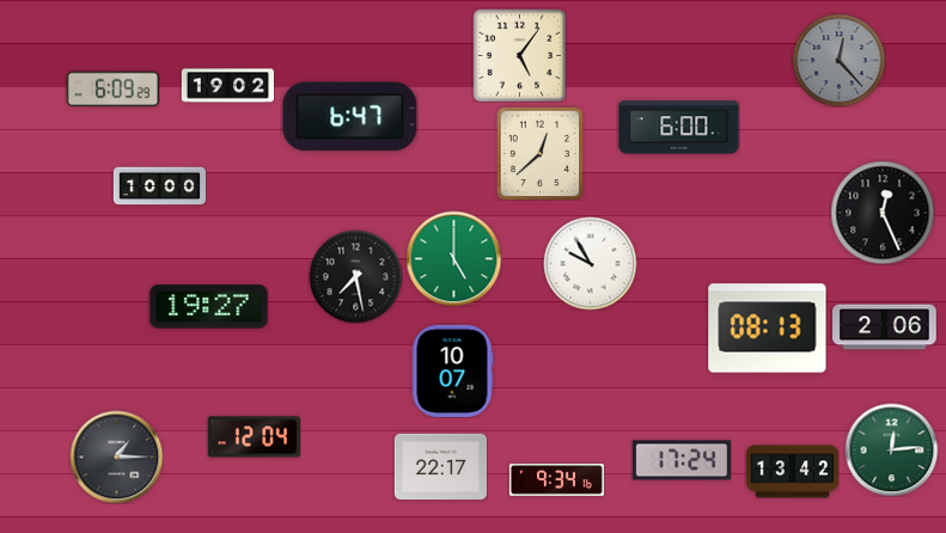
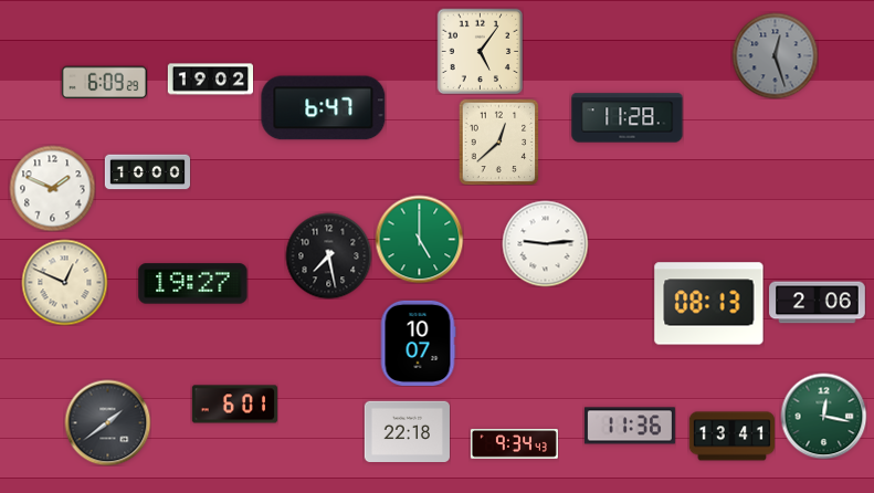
clock at (838, 60): 12:23 -> 12:27
clock at (679, 128): 6:00 -> 11:28
clock at (52, 188): none -> 1:49
clock at (883, 213): 12:26 -> none
clock at (590, 263): 9:55 -> 9:14
clock at (64, 282): none -> 12:49
clock at (254, 437): 12:04 -> 6:01
clock at (891, 449): 12:14 -> 12:17
clock at (116, 457): 1:15 -> 1:39
clock at (682, 460): 17:24 -> 11:36
clock at (440, 467): 22:17 -> 22:18
clock at (792, 472): 13:42 -> 13:41
clock at (556, 480): 9:34:16 -> 9:34:43
